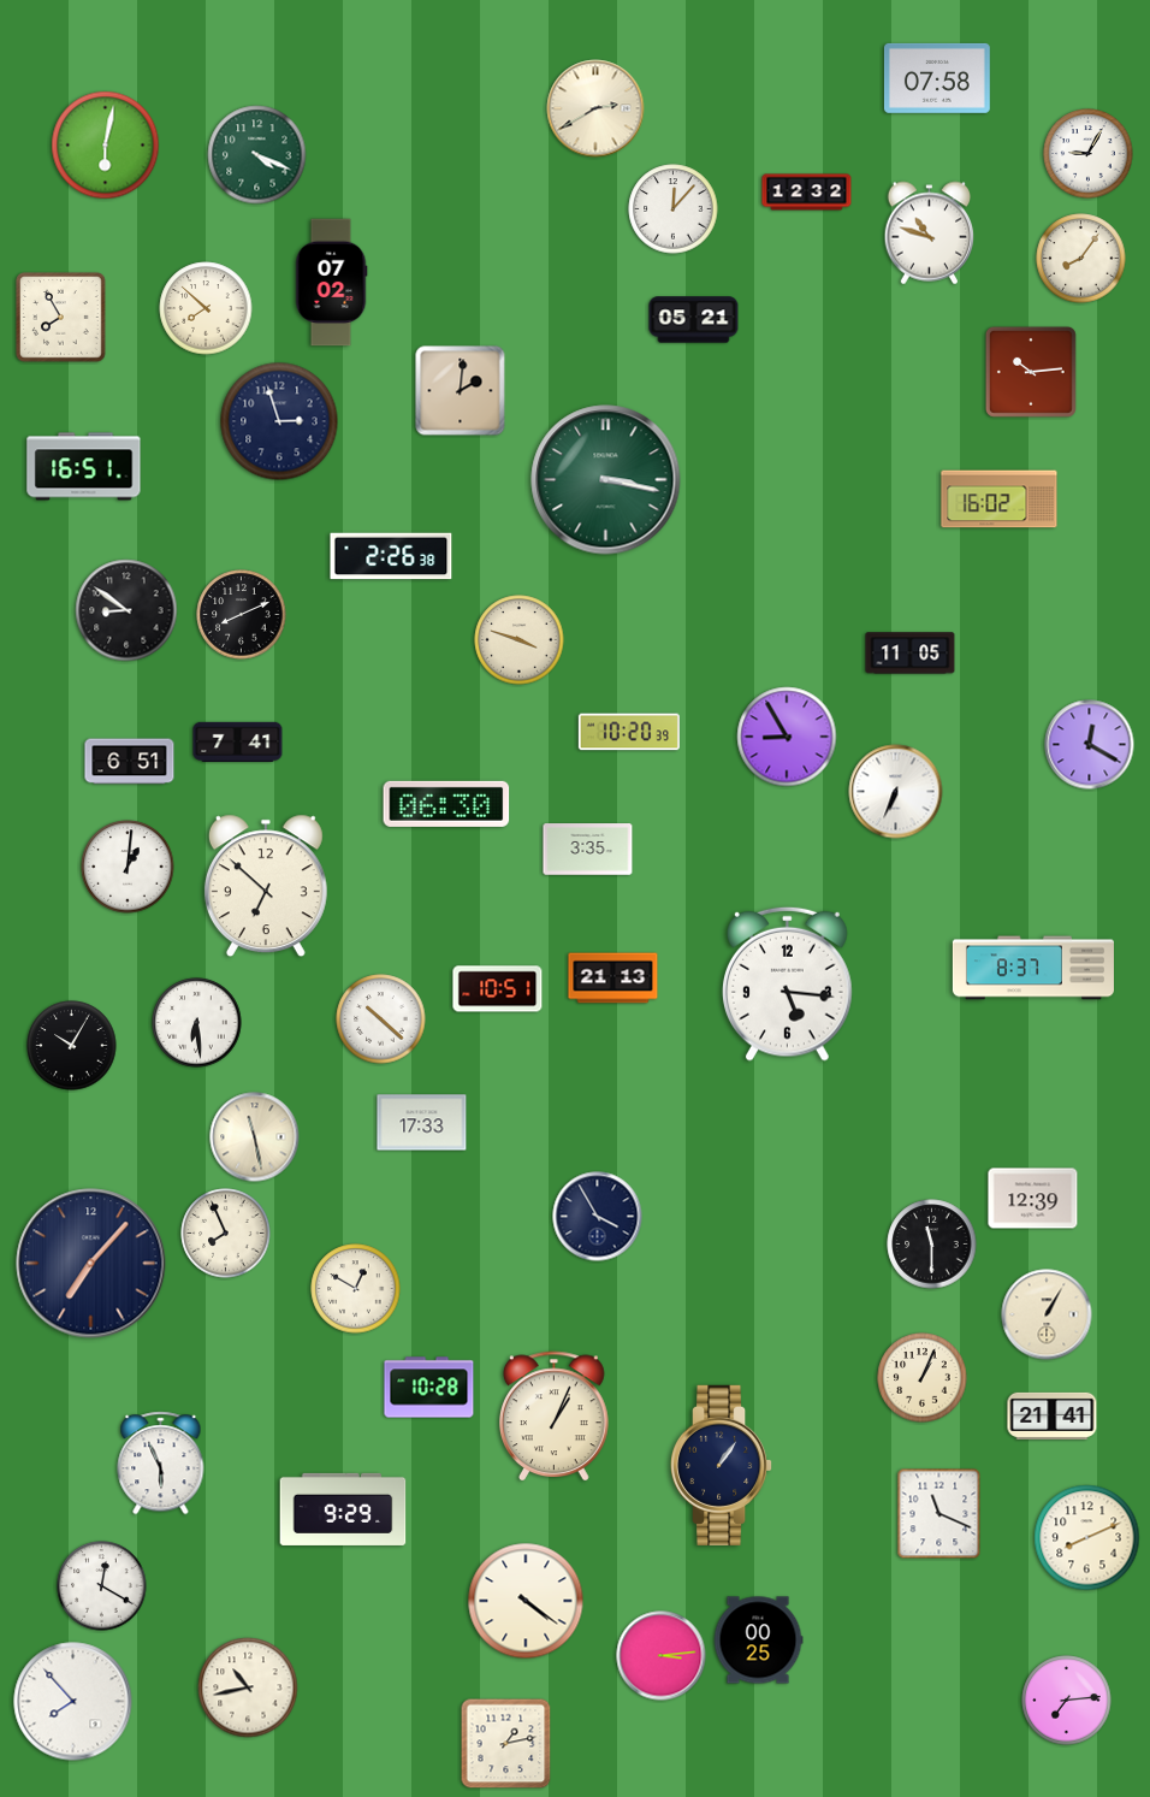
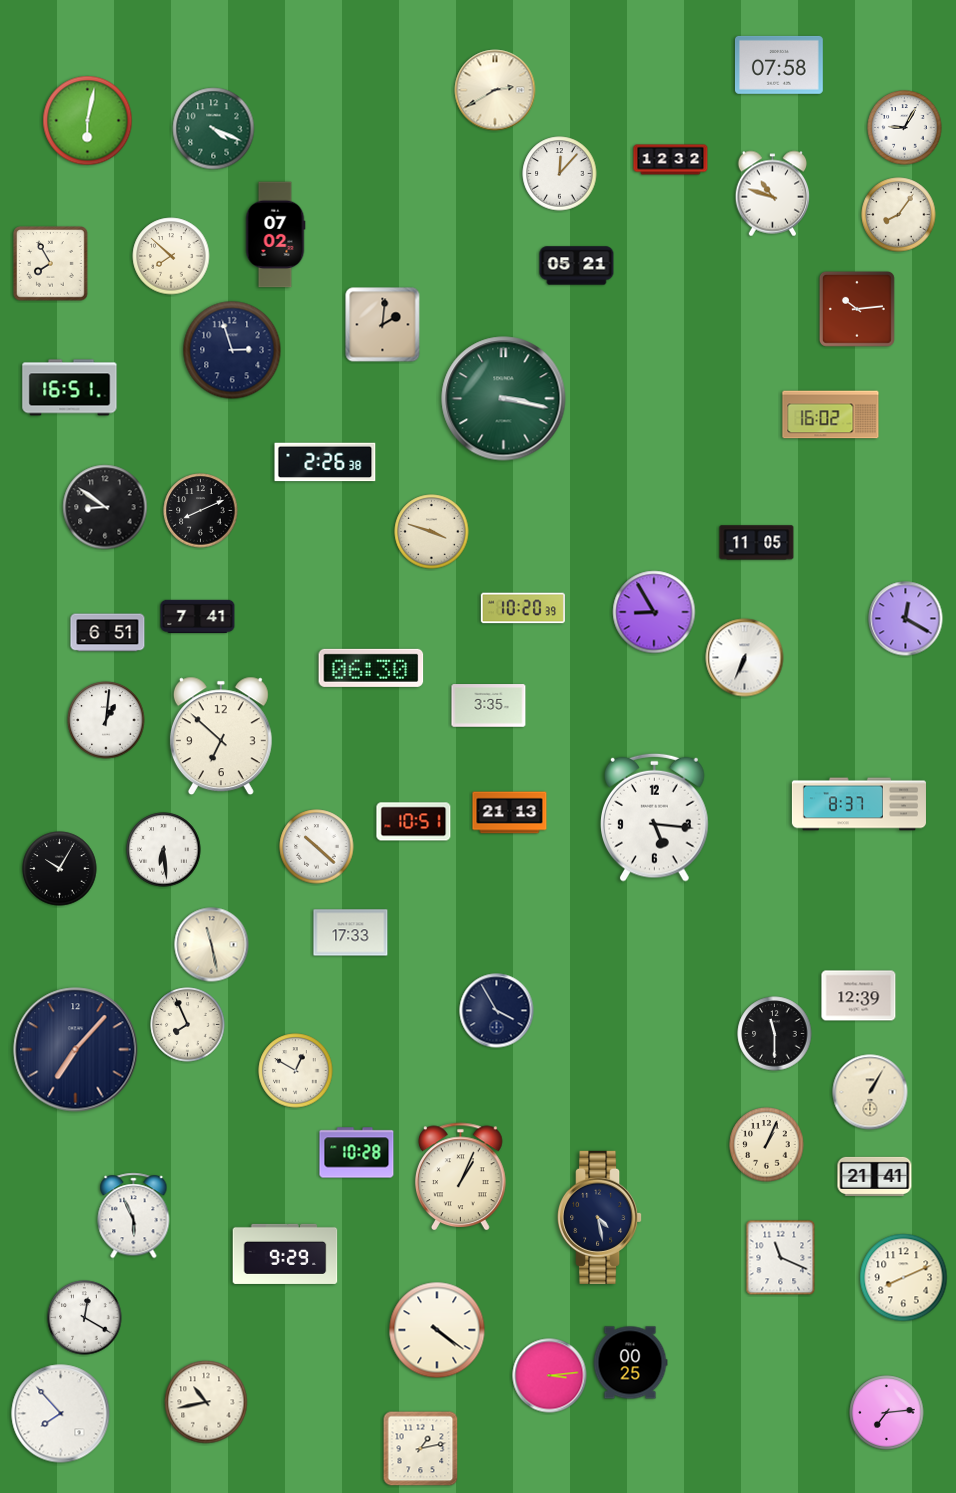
clock at (723, 1465): 1:06 -> 4:28
